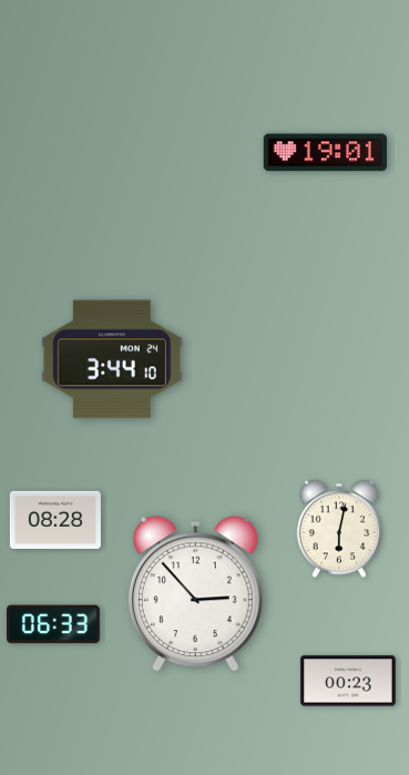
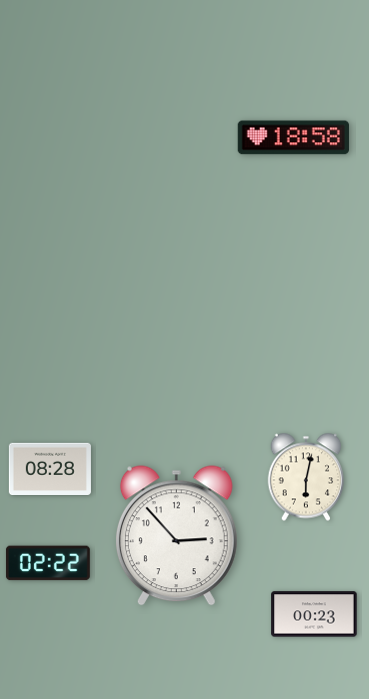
clock at (325, 153): 19:01 -> 18:58
clock at (112, 359): 3:44 -> none
clock at (53, 624): 06:33 -> 02:22
